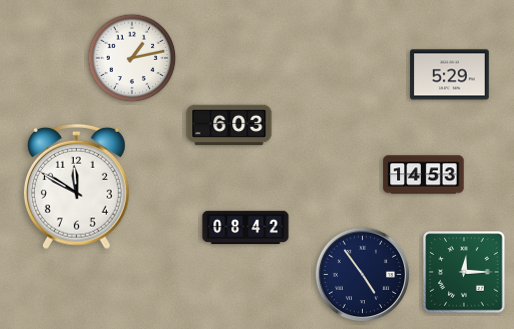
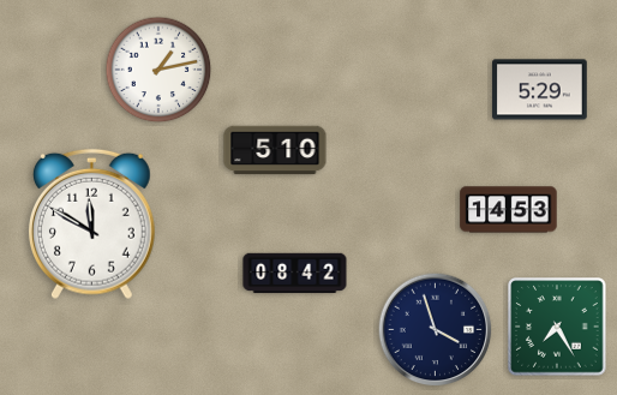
clock at (229, 125): 6:03 -> 5:10
clock at (464, 272): 12:15 -> 7:25
clock at (363, 275): 4:54 -> 3:57
